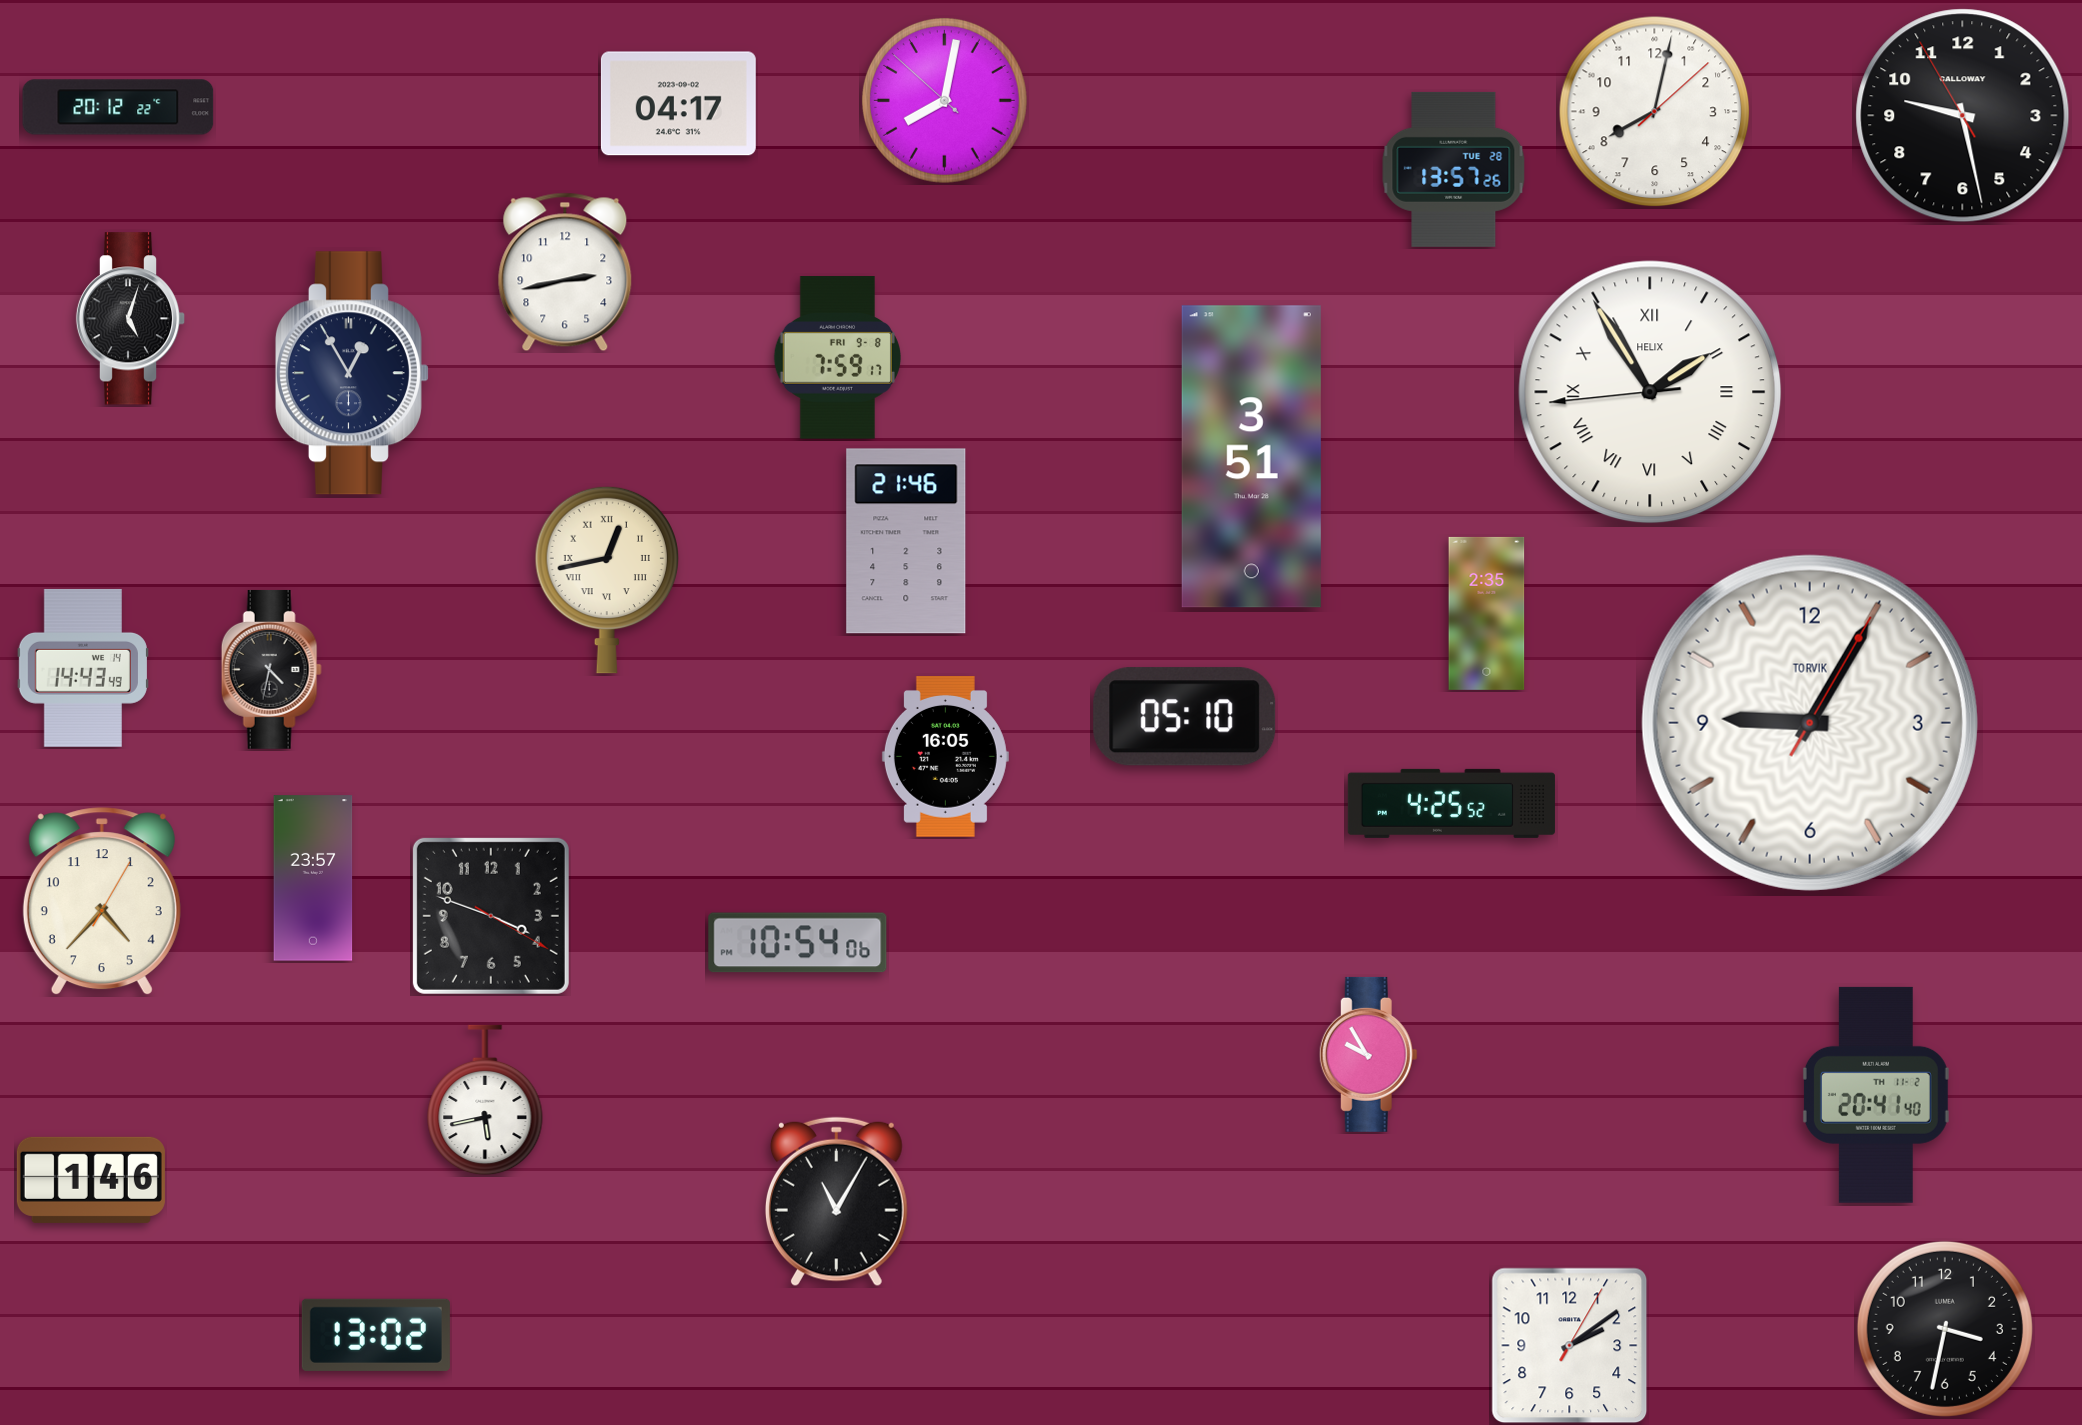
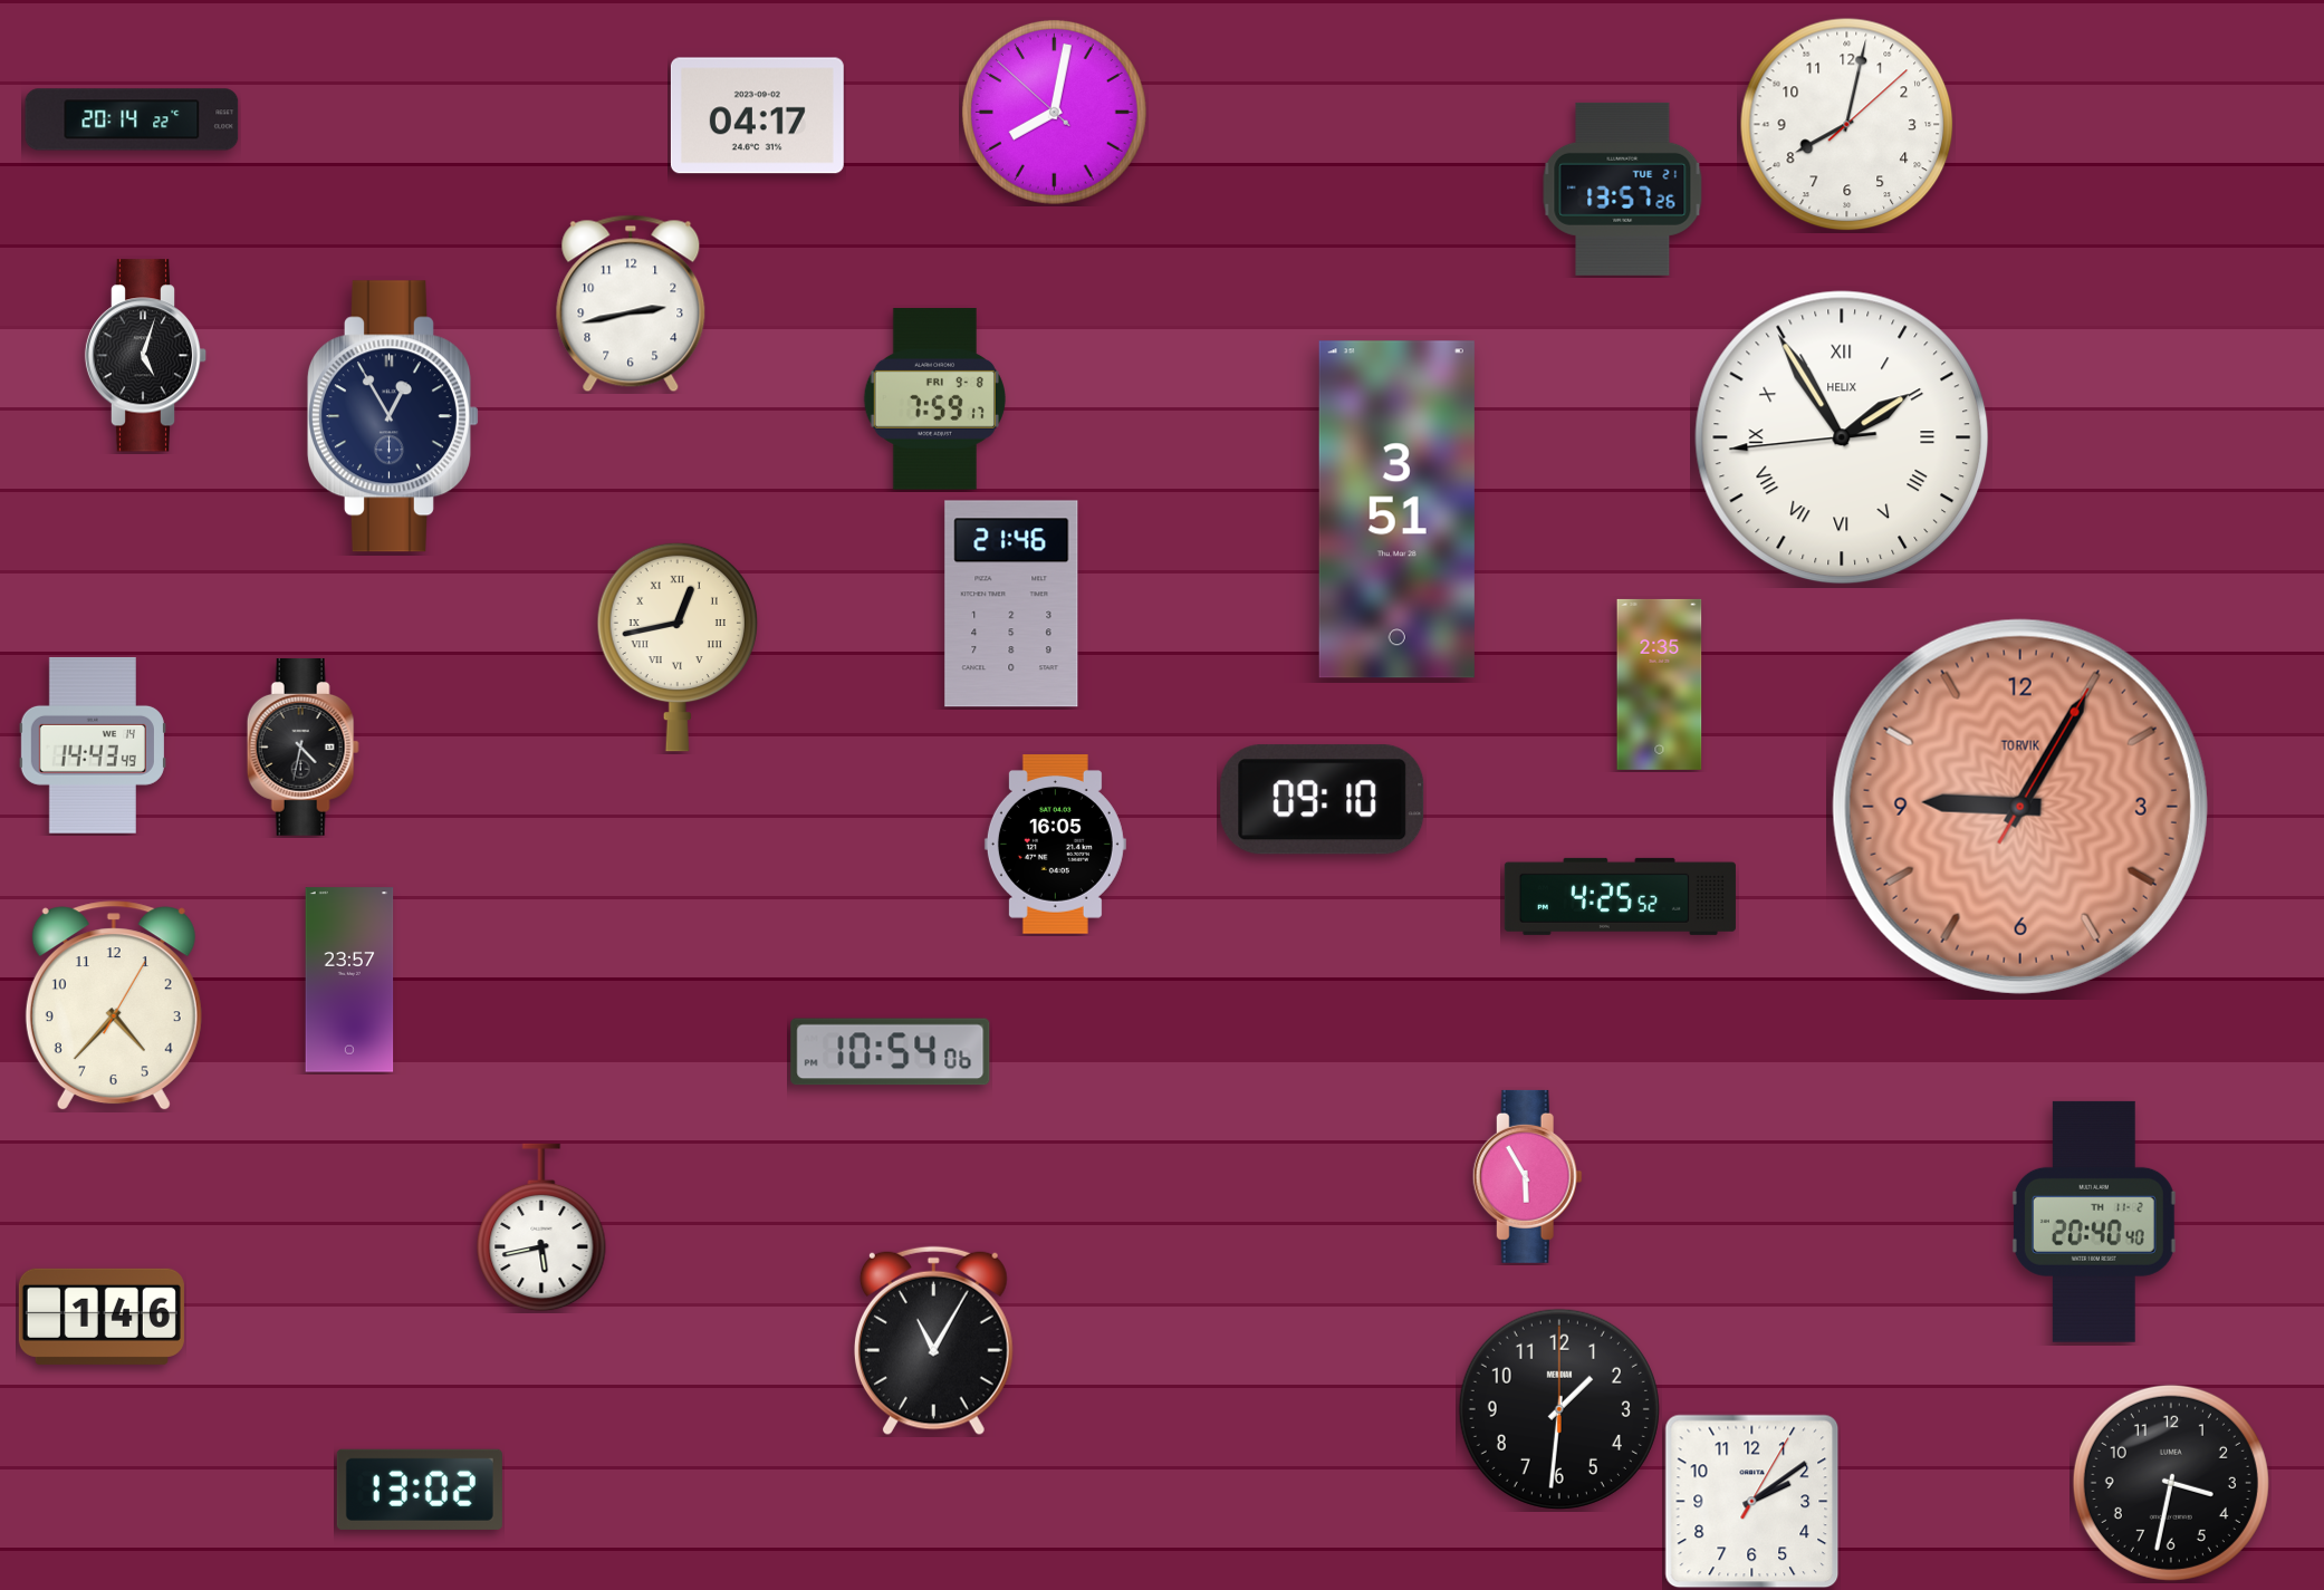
clock at (118, 107): 20:12 -> 20:14
clock at (1963, 116): 9:27 -> none
clock at (1454, 169) date: TUE 28 -> TUE 21
clock at (1185, 717): 05:10 -> 09:10
clock at (1810, 723) dial: white -> salmon
clock at (491, 916): 3:48 -> none
clock at (1368, 1054): 9:55 -> 5:55
clock at (1876, 1095): 20:41 -> 20:40
clock at (1559, 1409): none -> 1:31
